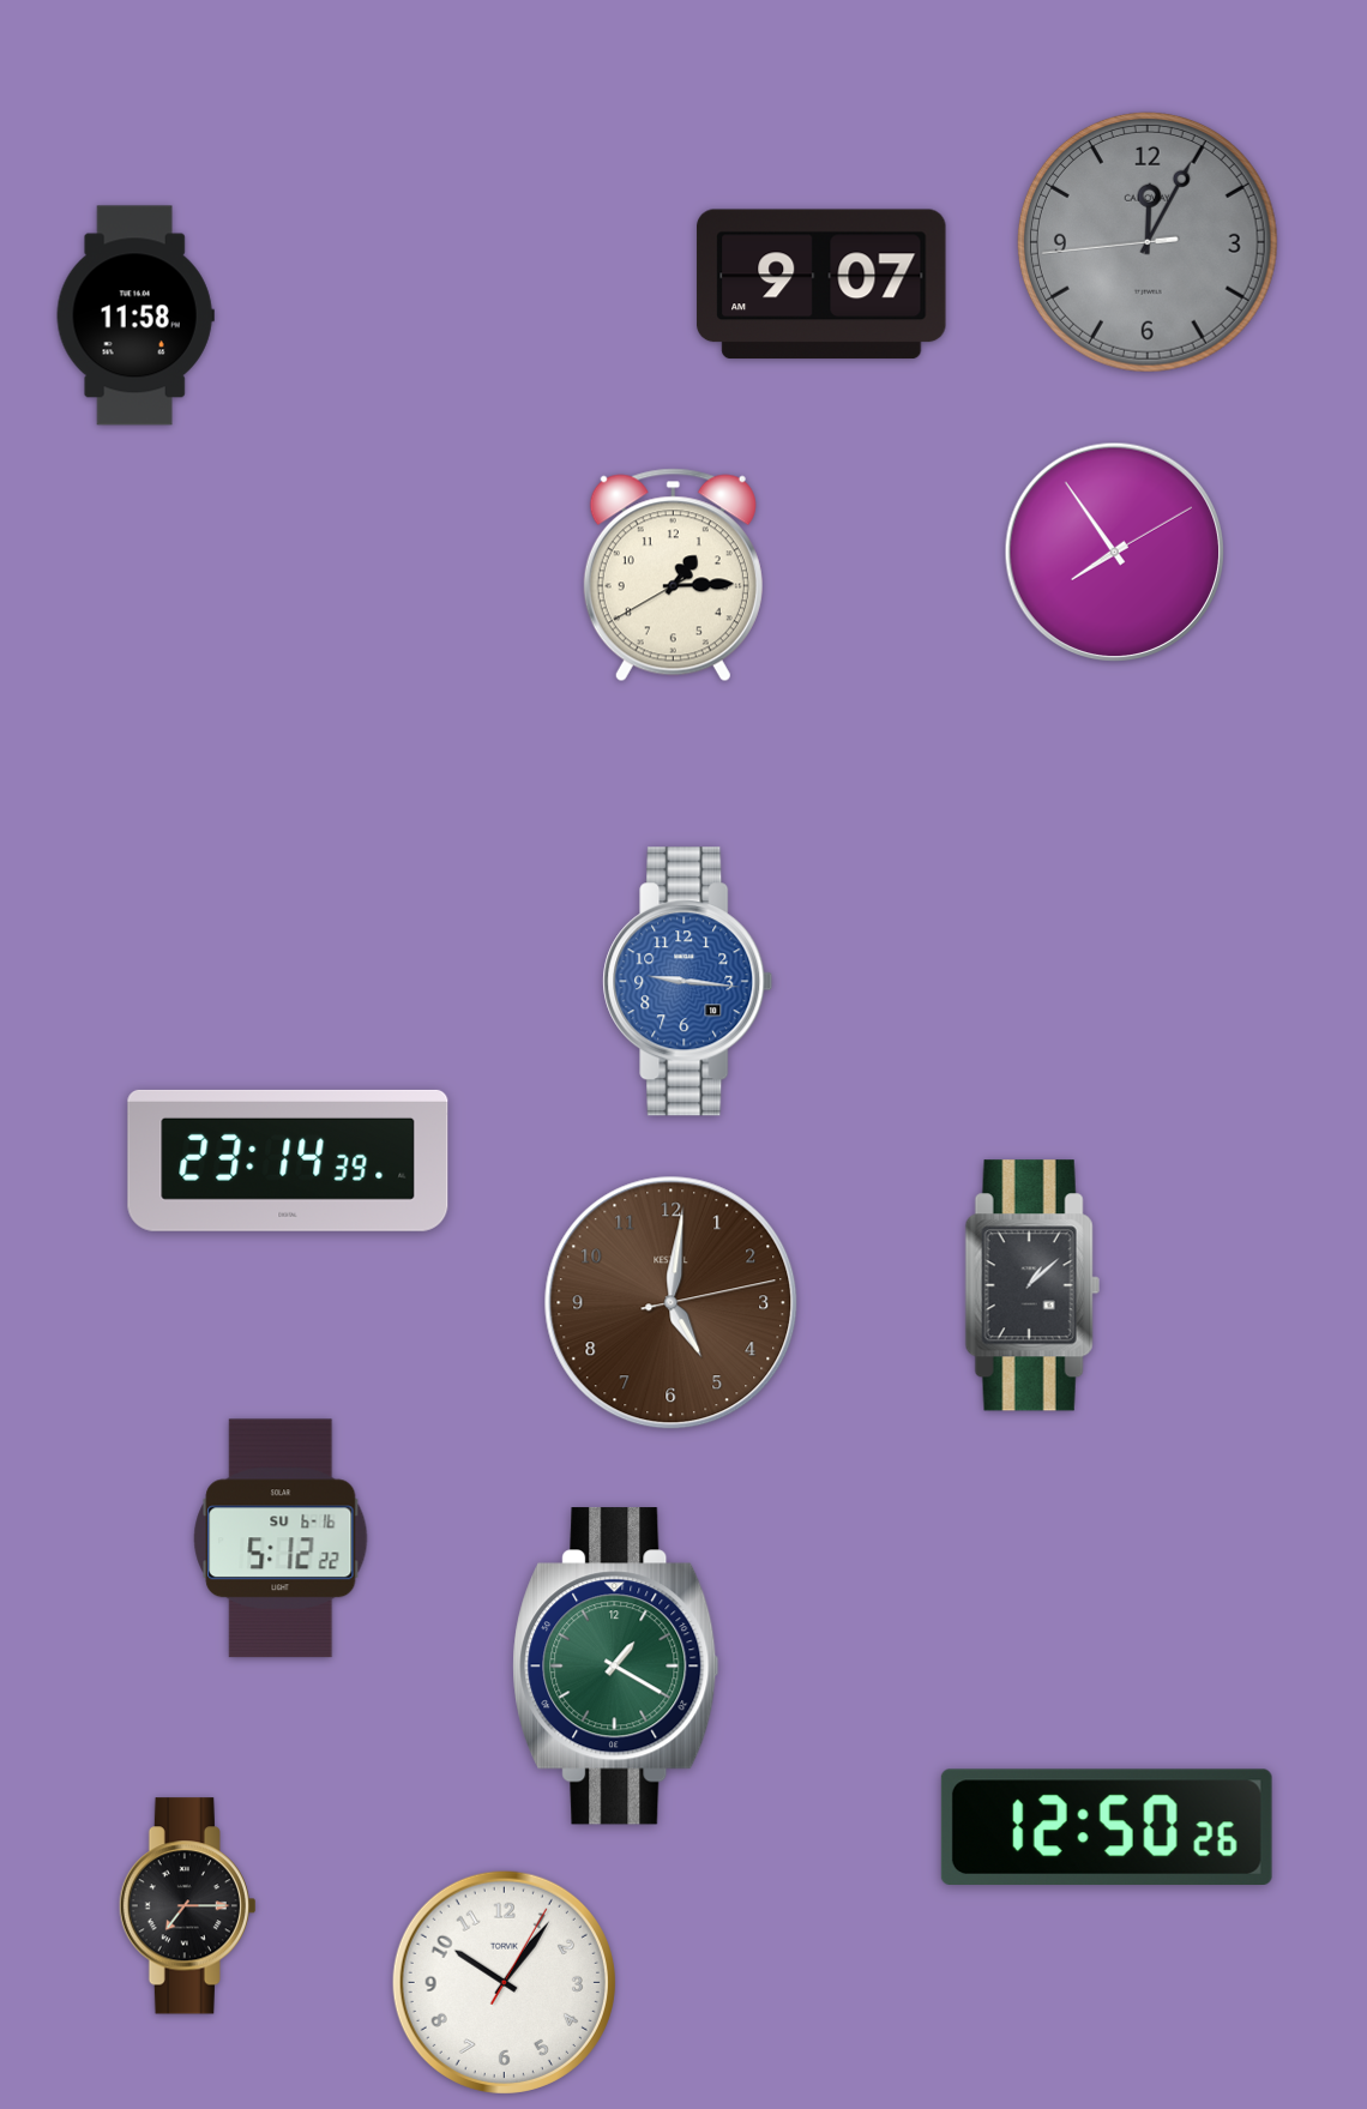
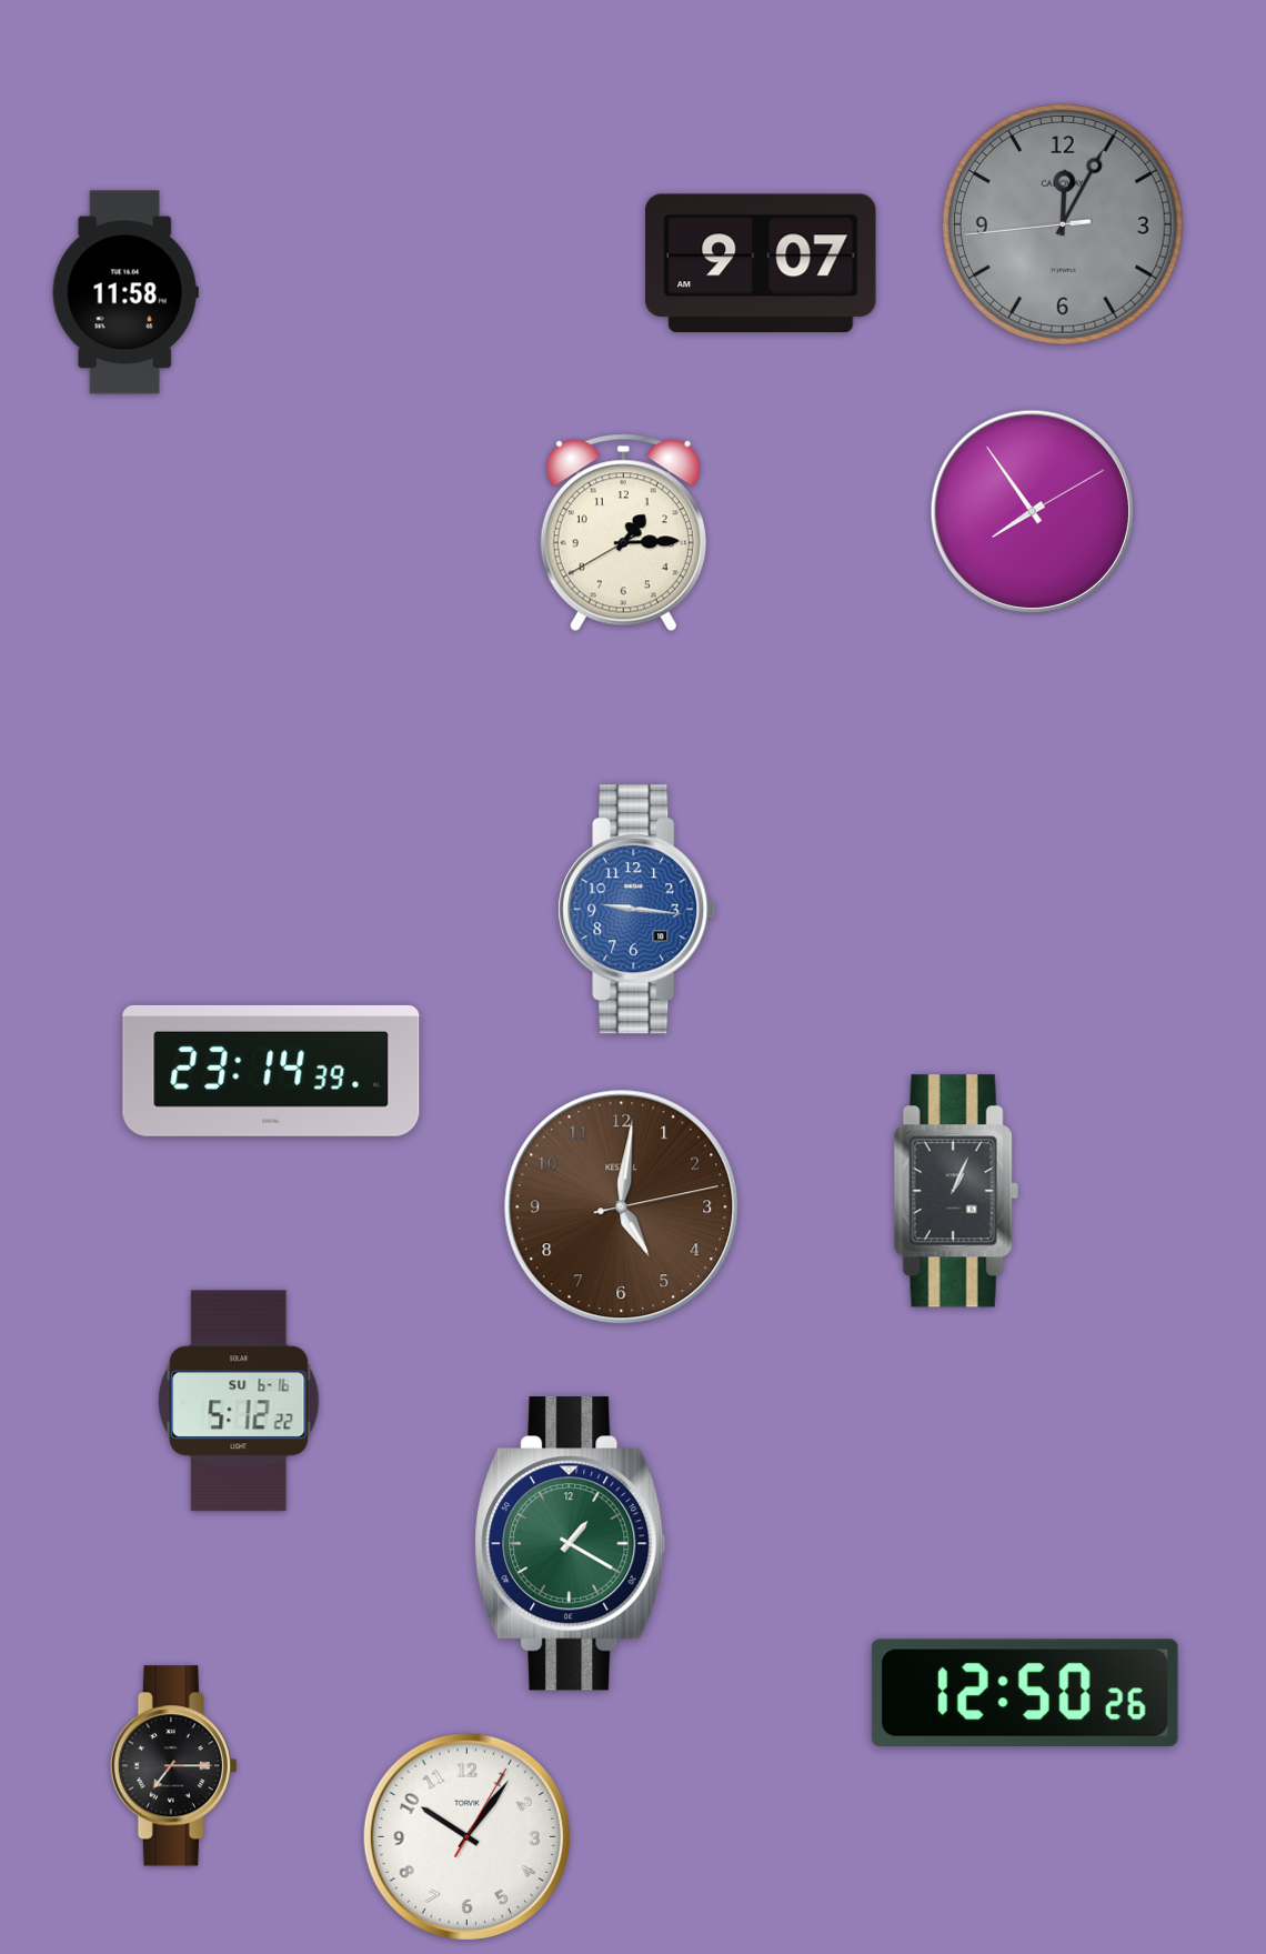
clock at (288, 1161) position: (288, 1161) -> (271, 1071)
clock at (1032, 1285): 1:08 -> 1:04
clock at (281, 1538) position: (281, 1538) -> (239, 1401)
